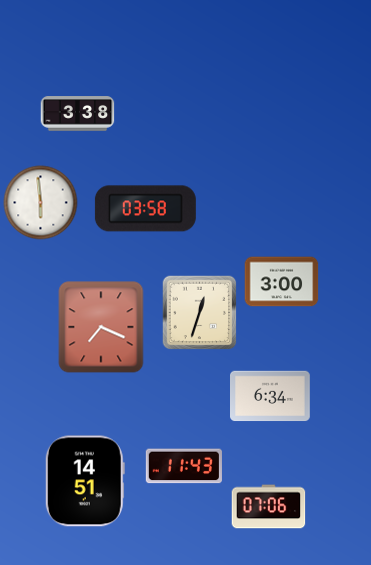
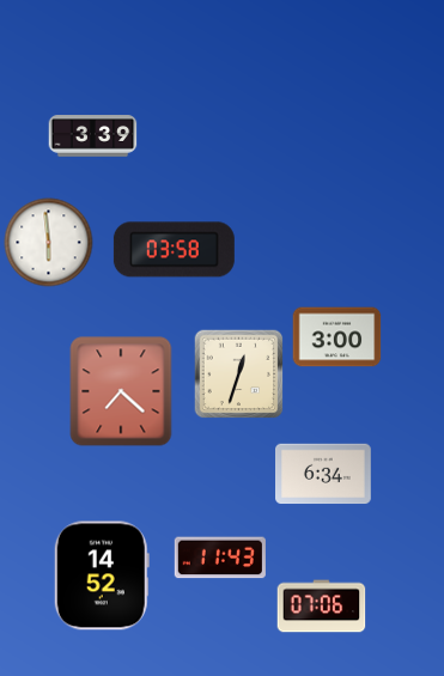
clock at (78, 114): 3:38 -> 3:39
clock at (101, 327): 7:19 -> 7:22
clock at (85, 481): 14:51 -> 14:52
